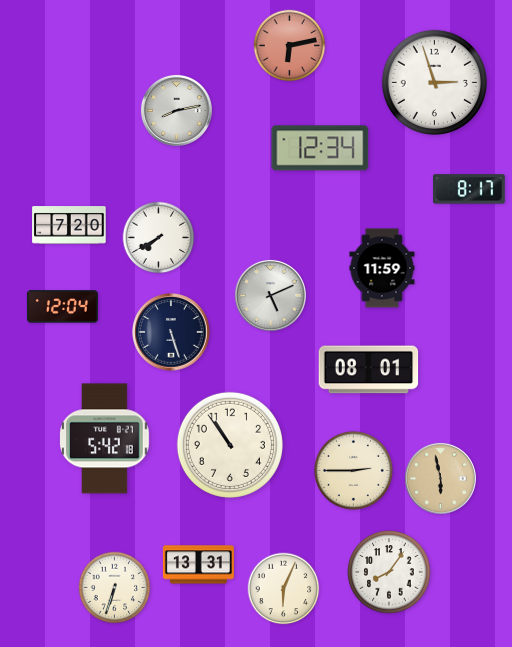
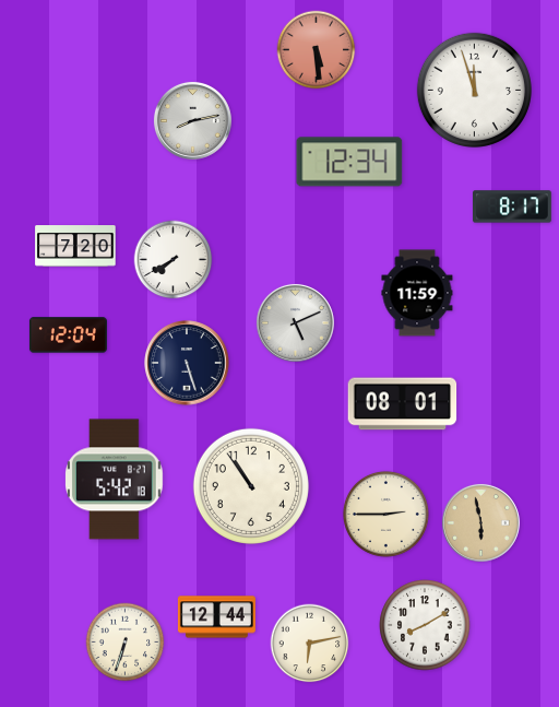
clock at (290, 46): 6:13 -> 5:29
clock at (434, 82): 2:57 -> 11:57
clock at (198, 565): 13:31 -> 12:44
clock at (389, 572): 8:06 -> 8:10
clock at (284, 589): 6:04 -> 6:13
